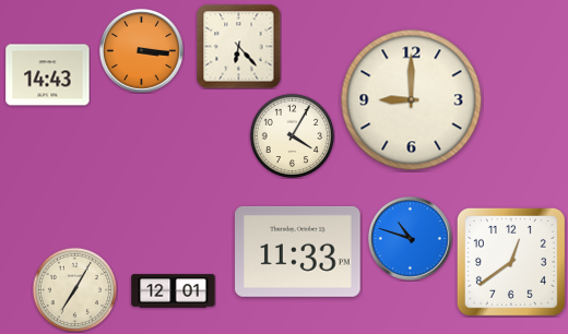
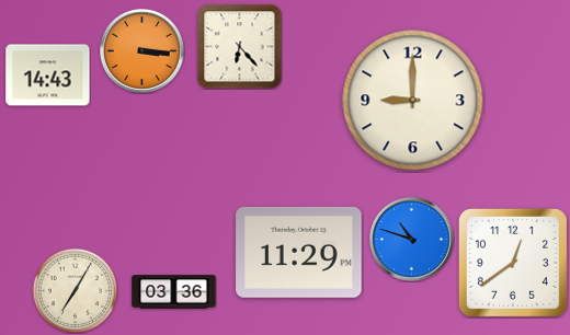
clock at (292, 135): 4:05 -> none
clock at (298, 251): 11:33 -> 11:29
clock at (174, 291): 12:01 -> 03:36
